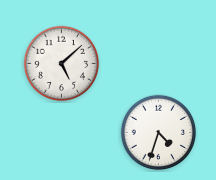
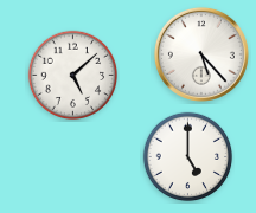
clock at (201, 54): none -> 5:23
clock at (159, 133): 4:33 -> 5:00
